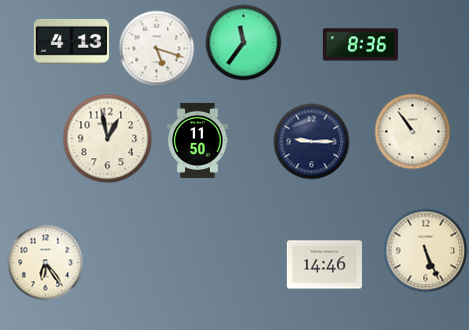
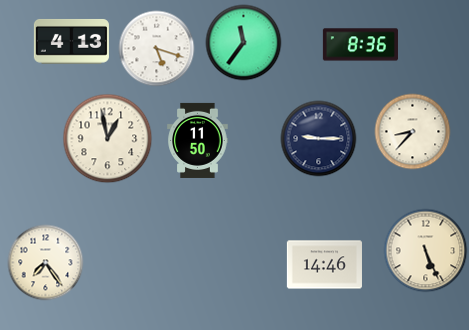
clock at (413, 132): 10:54 -> 8:37
clock at (312, 142) position: (312, 142) -> (319, 139)
clock at (46, 263): 6:24 -> 7:24
